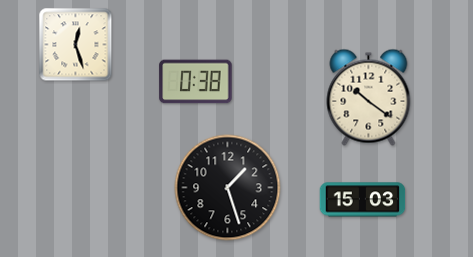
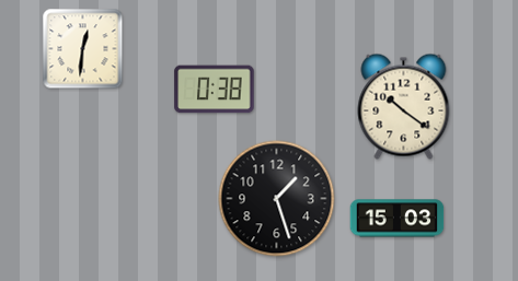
clock at (76, 45): 12:27 -> 12:31
clock at (228, 188) position: (228, 188) -> (277, 199)
